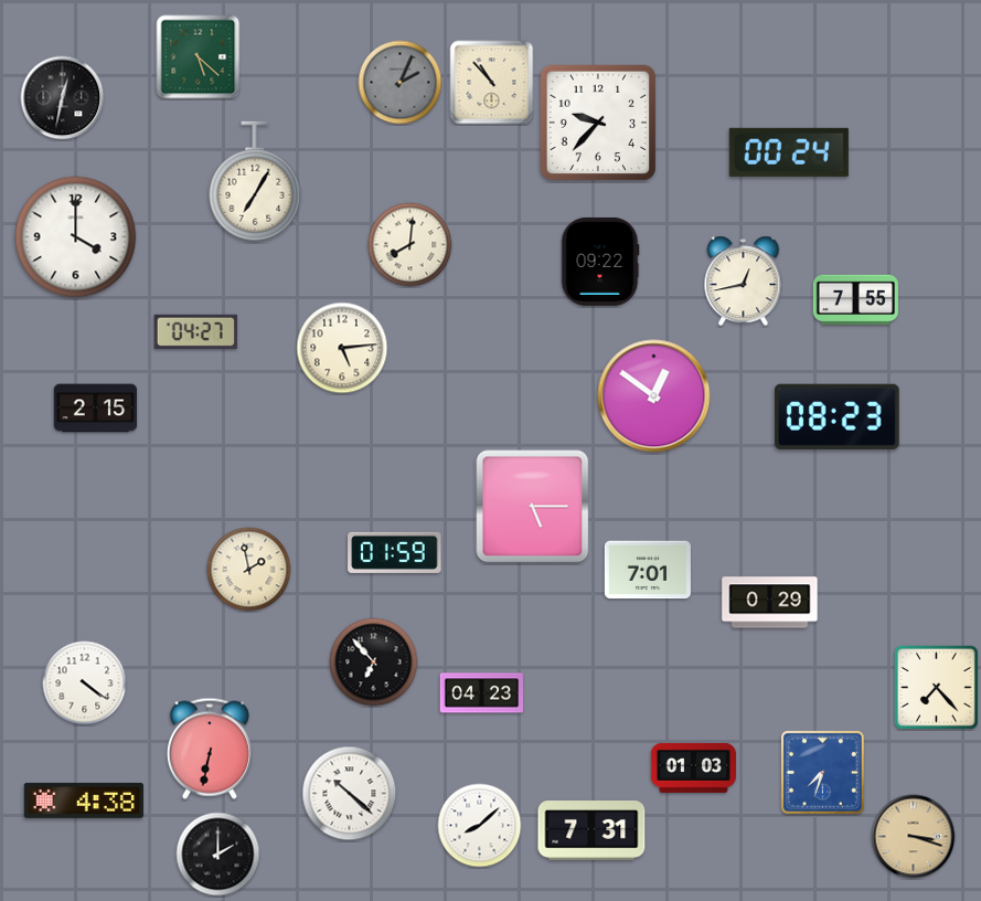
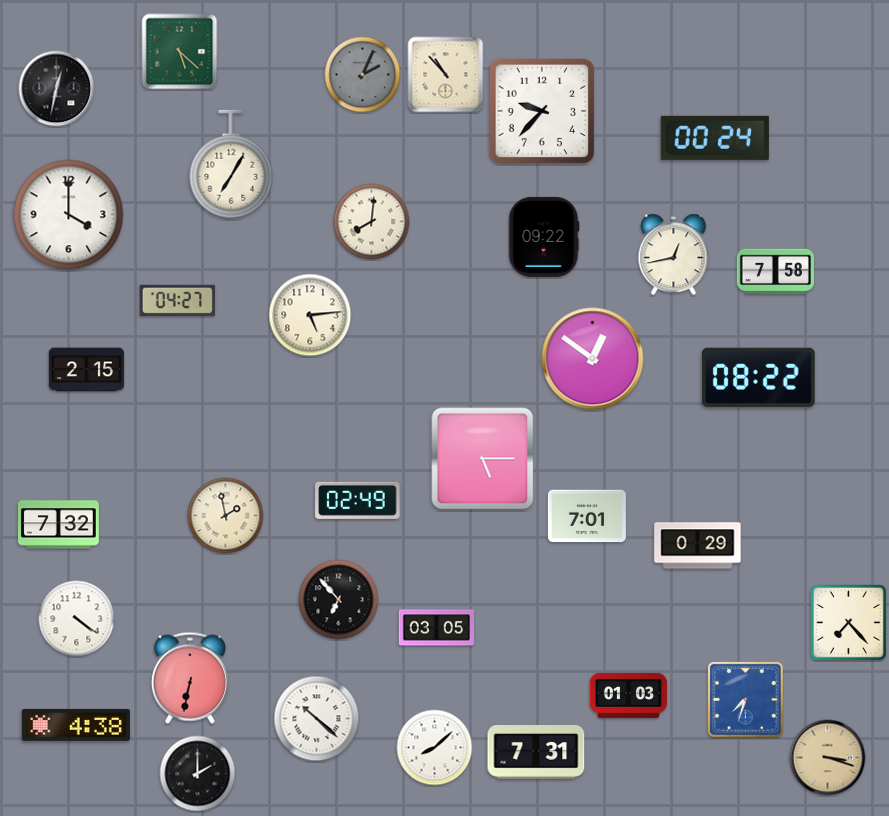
clock at (855, 300): 7:55 -> 7:58
clock at (836, 416): 08:23 -> 08:22
clock at (395, 552): 01:59 -> 02:49
clock at (59, 525): none -> 7:32
clock at (481, 693): 04:23 -> 03:05
